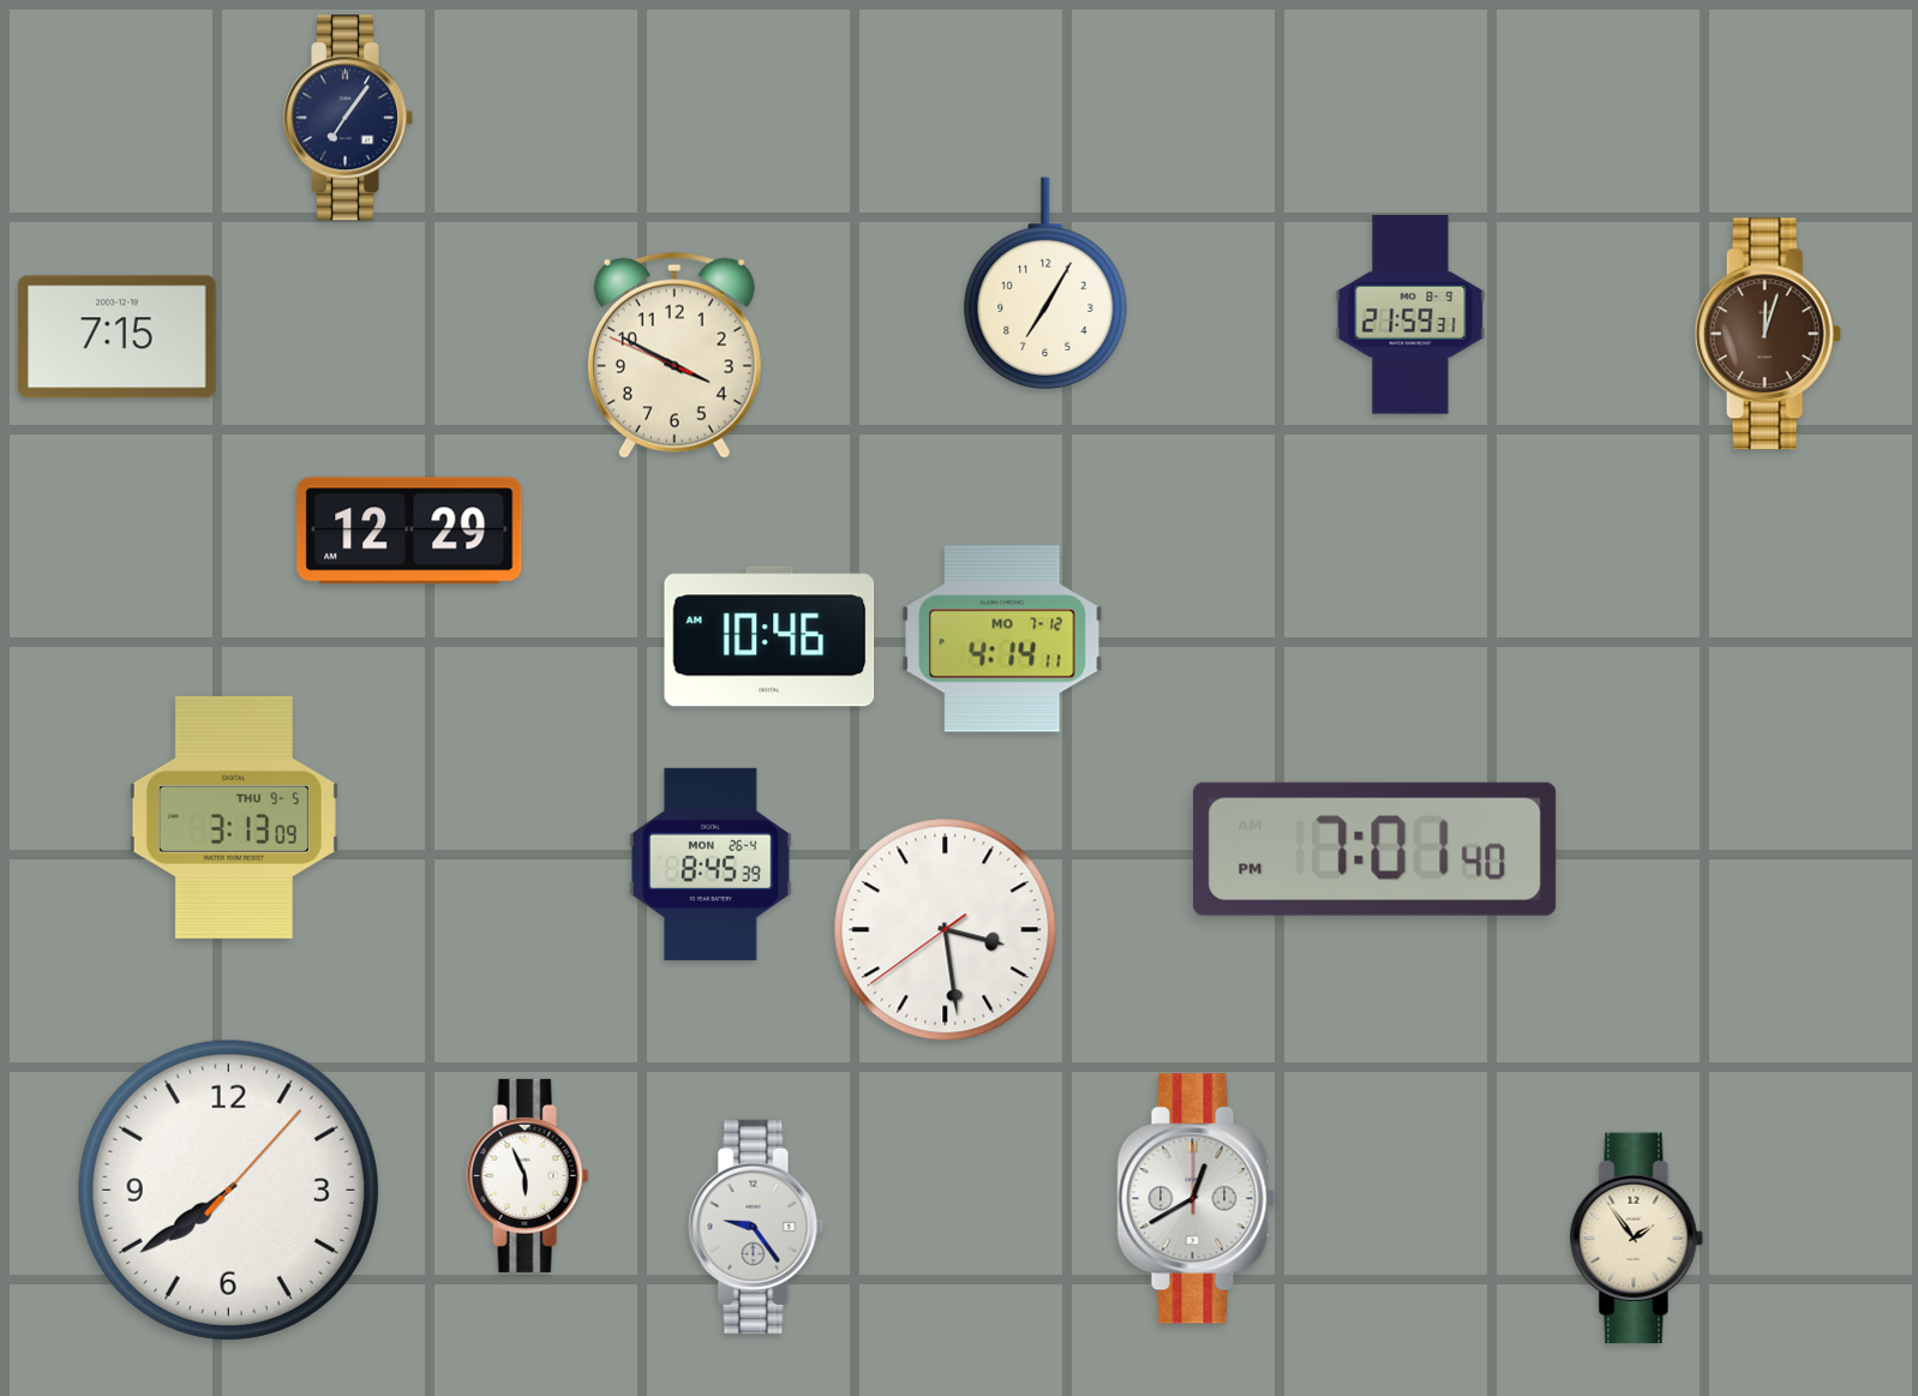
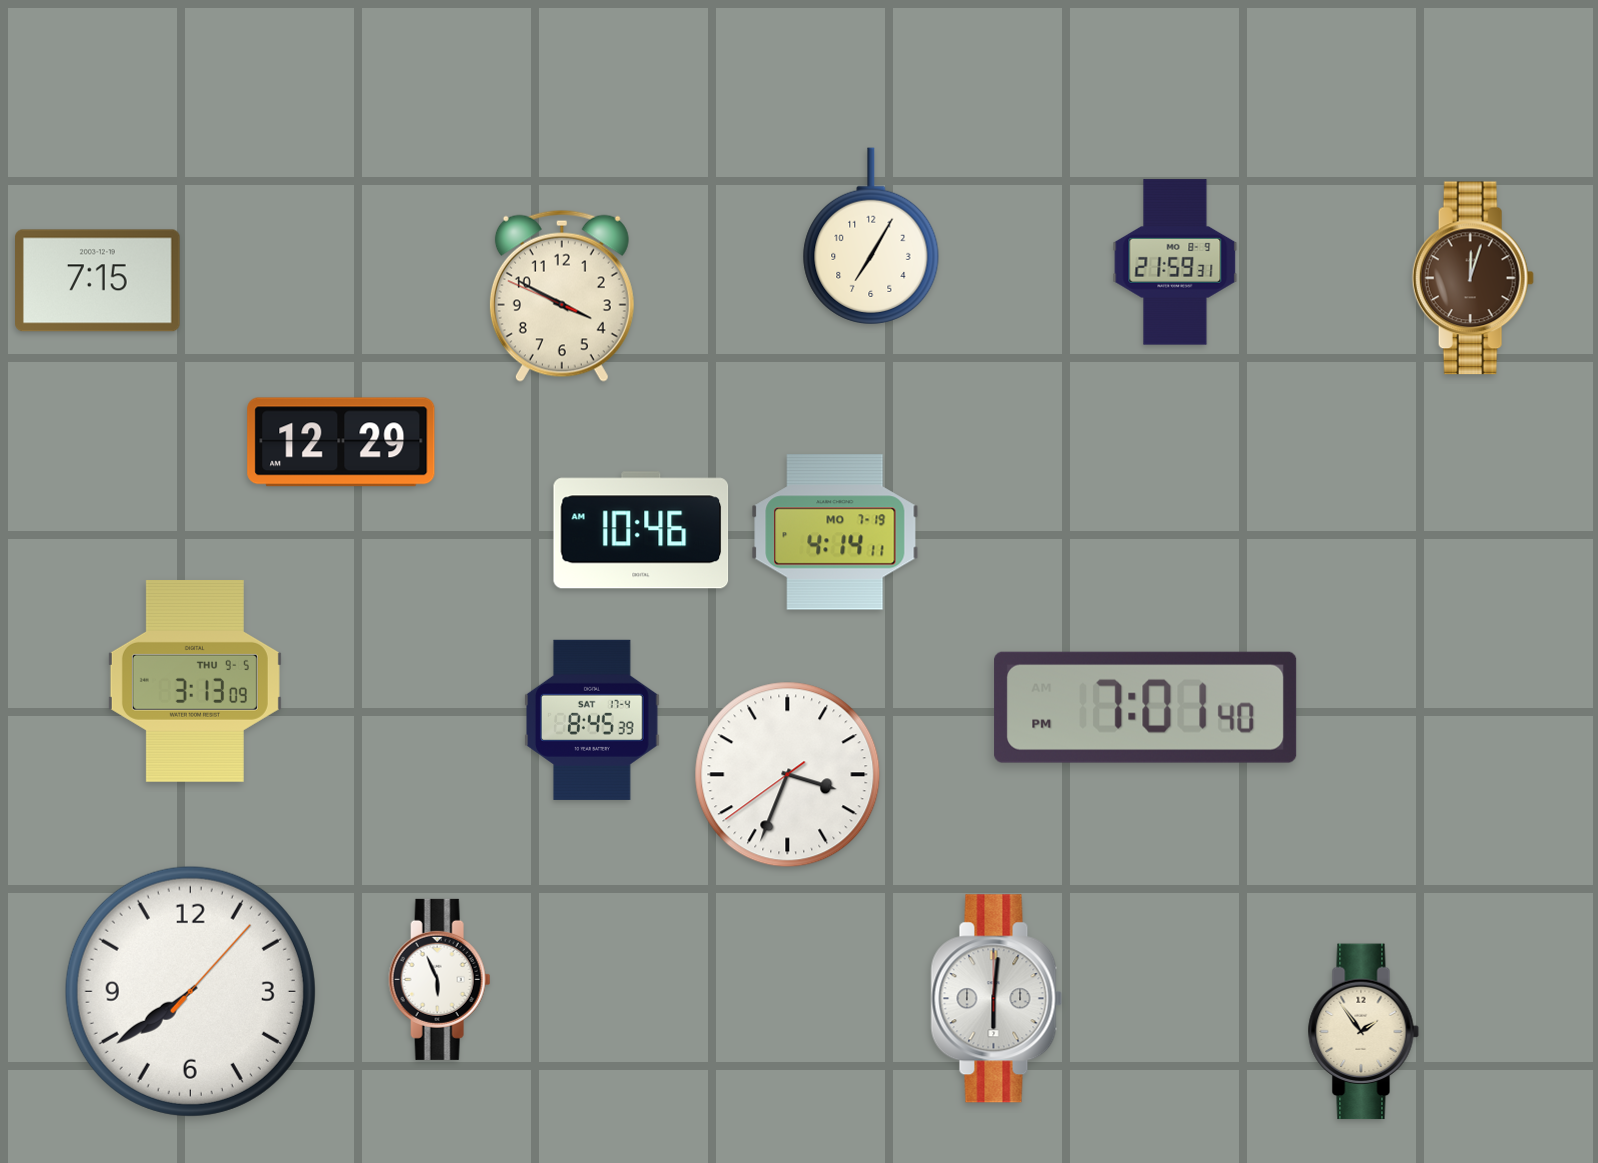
clock at (348, 118): 7:06 -> none
clock at (1002, 639) date: MO 7-12 -> MO 7-19
clock at (712, 864) date: MON 26-4 -> SAT 17-4
clock at (946, 930): 3:28 -> 3:33
clock at (1197, 1199): 12:40 -> 6:01
clock at (756, 1227): 9:24 -> none
